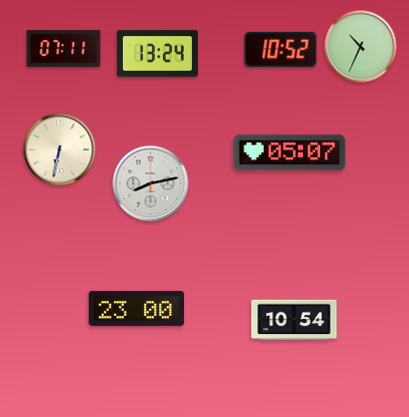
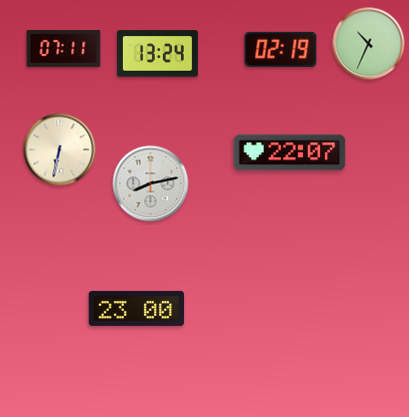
clock at (361, 47) position: (361, 47) -> (369, 44)
clock at (281, 49): 10:52 -> 02:19
clock at (290, 153): 05:07 -> 22:07
clock at (294, 320): 10:54 -> none
